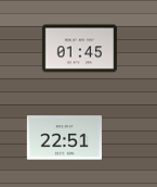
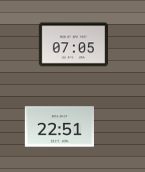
clock at (79, 49): 01:45 -> 07:05
